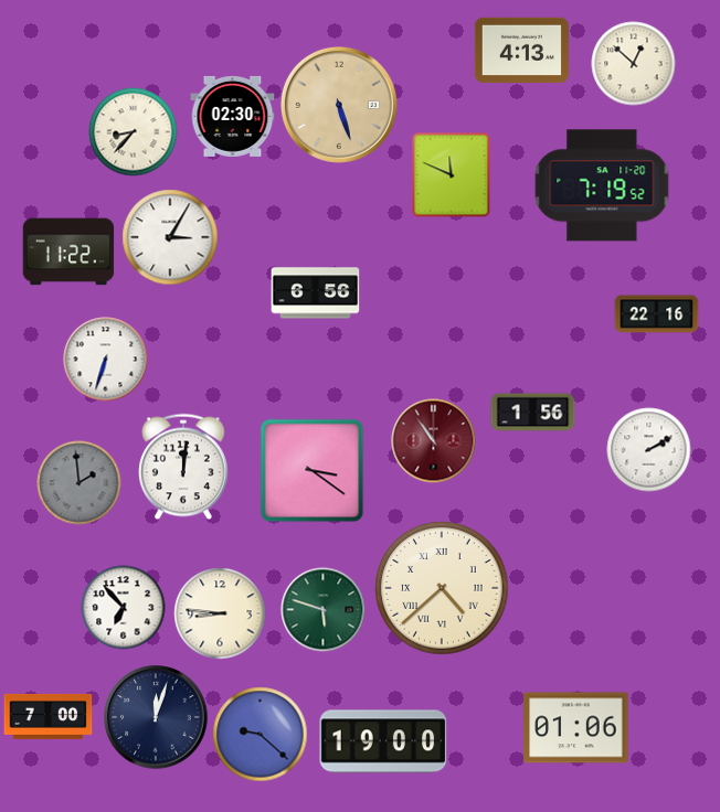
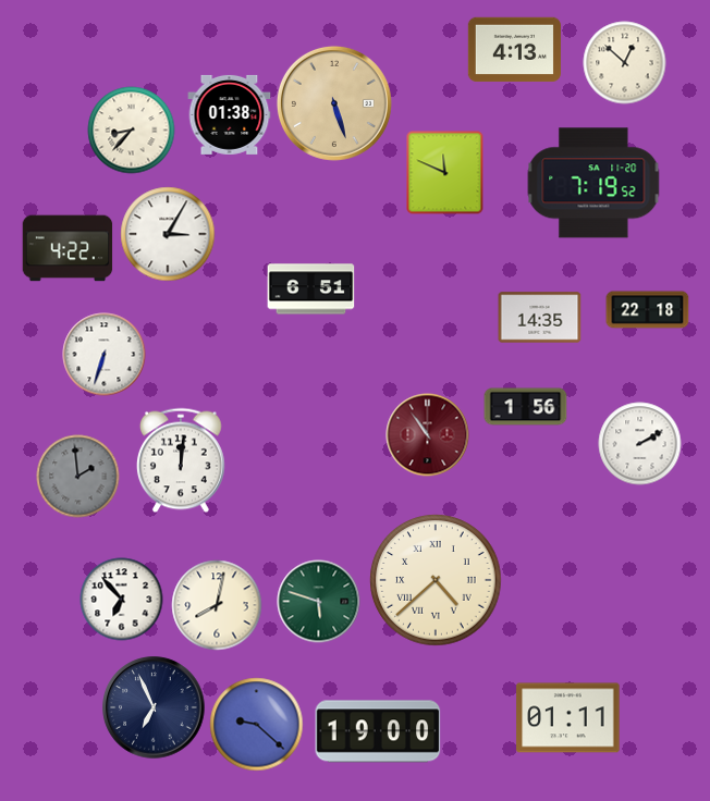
clock at (233, 116): 02:30 -> 01:38
clock at (68, 252): 11:22 -> 4:22
clock at (316, 293): 6:56 -> 6:51
clock at (657, 314): 22:16 -> 22:18
clock at (540, 318): none -> 14:35
clock at (313, 471): 3:21 -> none
clock at (220, 613): 8:46 -> 8:02
clock at (49, 716): 7:00 -> none
clock at (156, 717): 12:03 -> 6:56
clock at (576, 728): 01:06 -> 01:11
